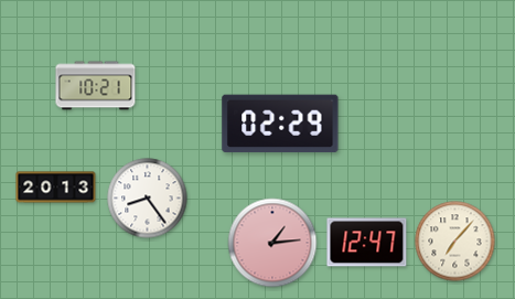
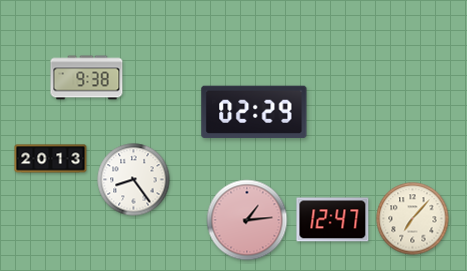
clock at (96, 86): 10:21 -> 9:38
clock at (56, 188) position: (56, 188) -> (51, 159)
